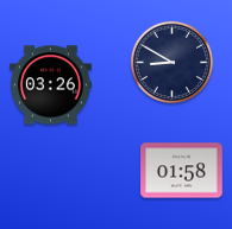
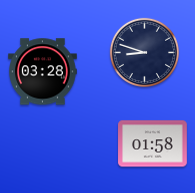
clock at (171, 62): 8:50 -> 8:48
clock at (51, 85): 03:26 -> 03:28
